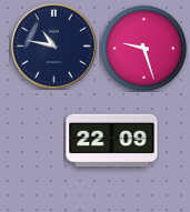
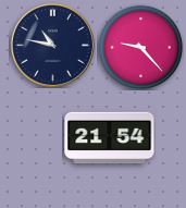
clock at (143, 48): 9:27 -> 9:23
clock at (112, 141): 22:09 -> 21:54
